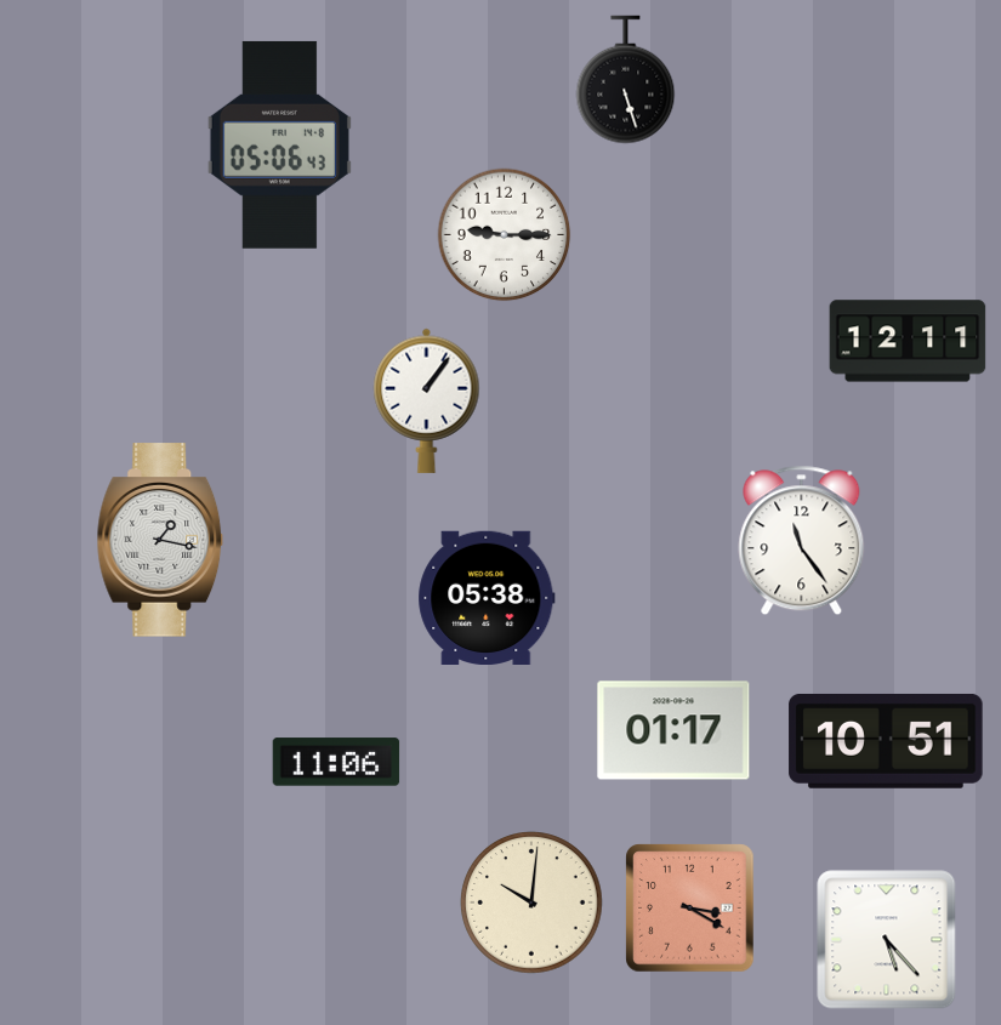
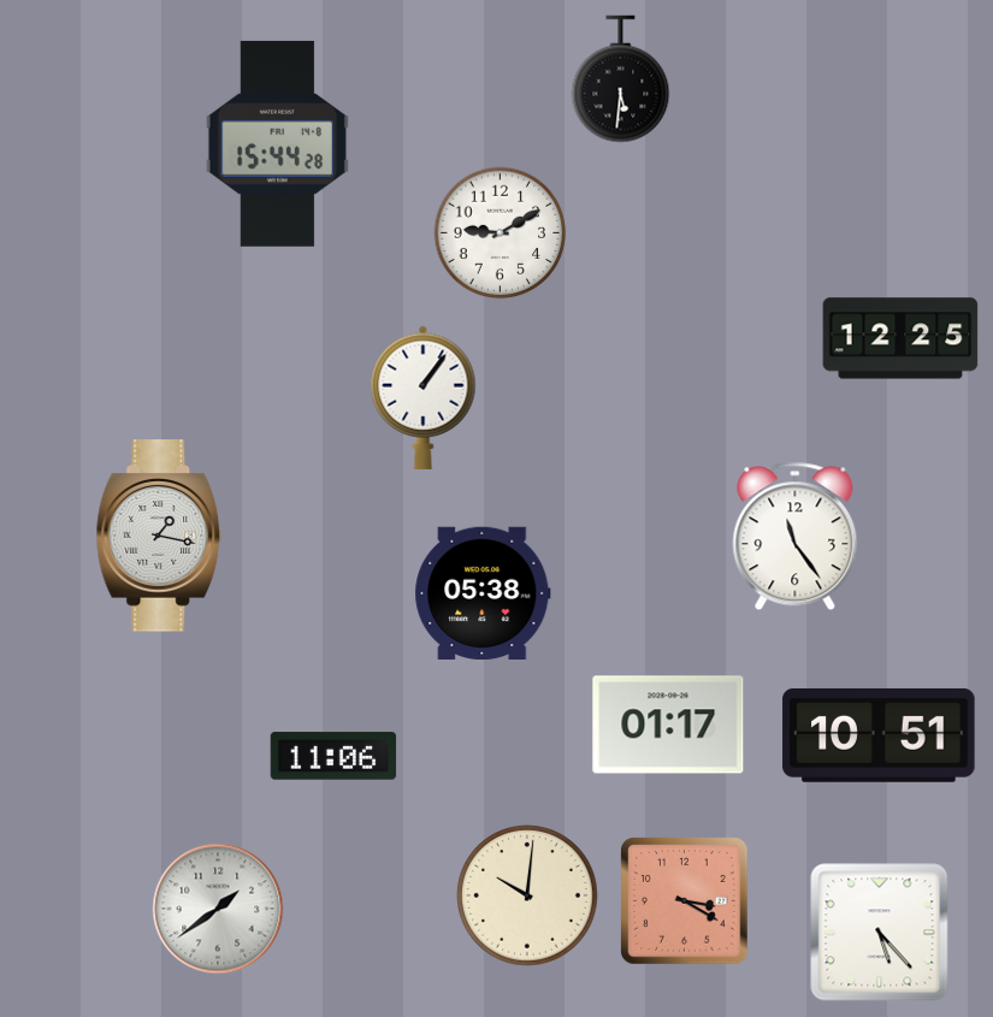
clock at (626, 80): 5:27 -> 5:31
clock at (279, 144): 05:06 -> 15:44
clock at (505, 235): 9:15 -> 9:10
clock at (908, 341): 12:11 -> 12:25
clock at (218, 909): none -> 1:39
